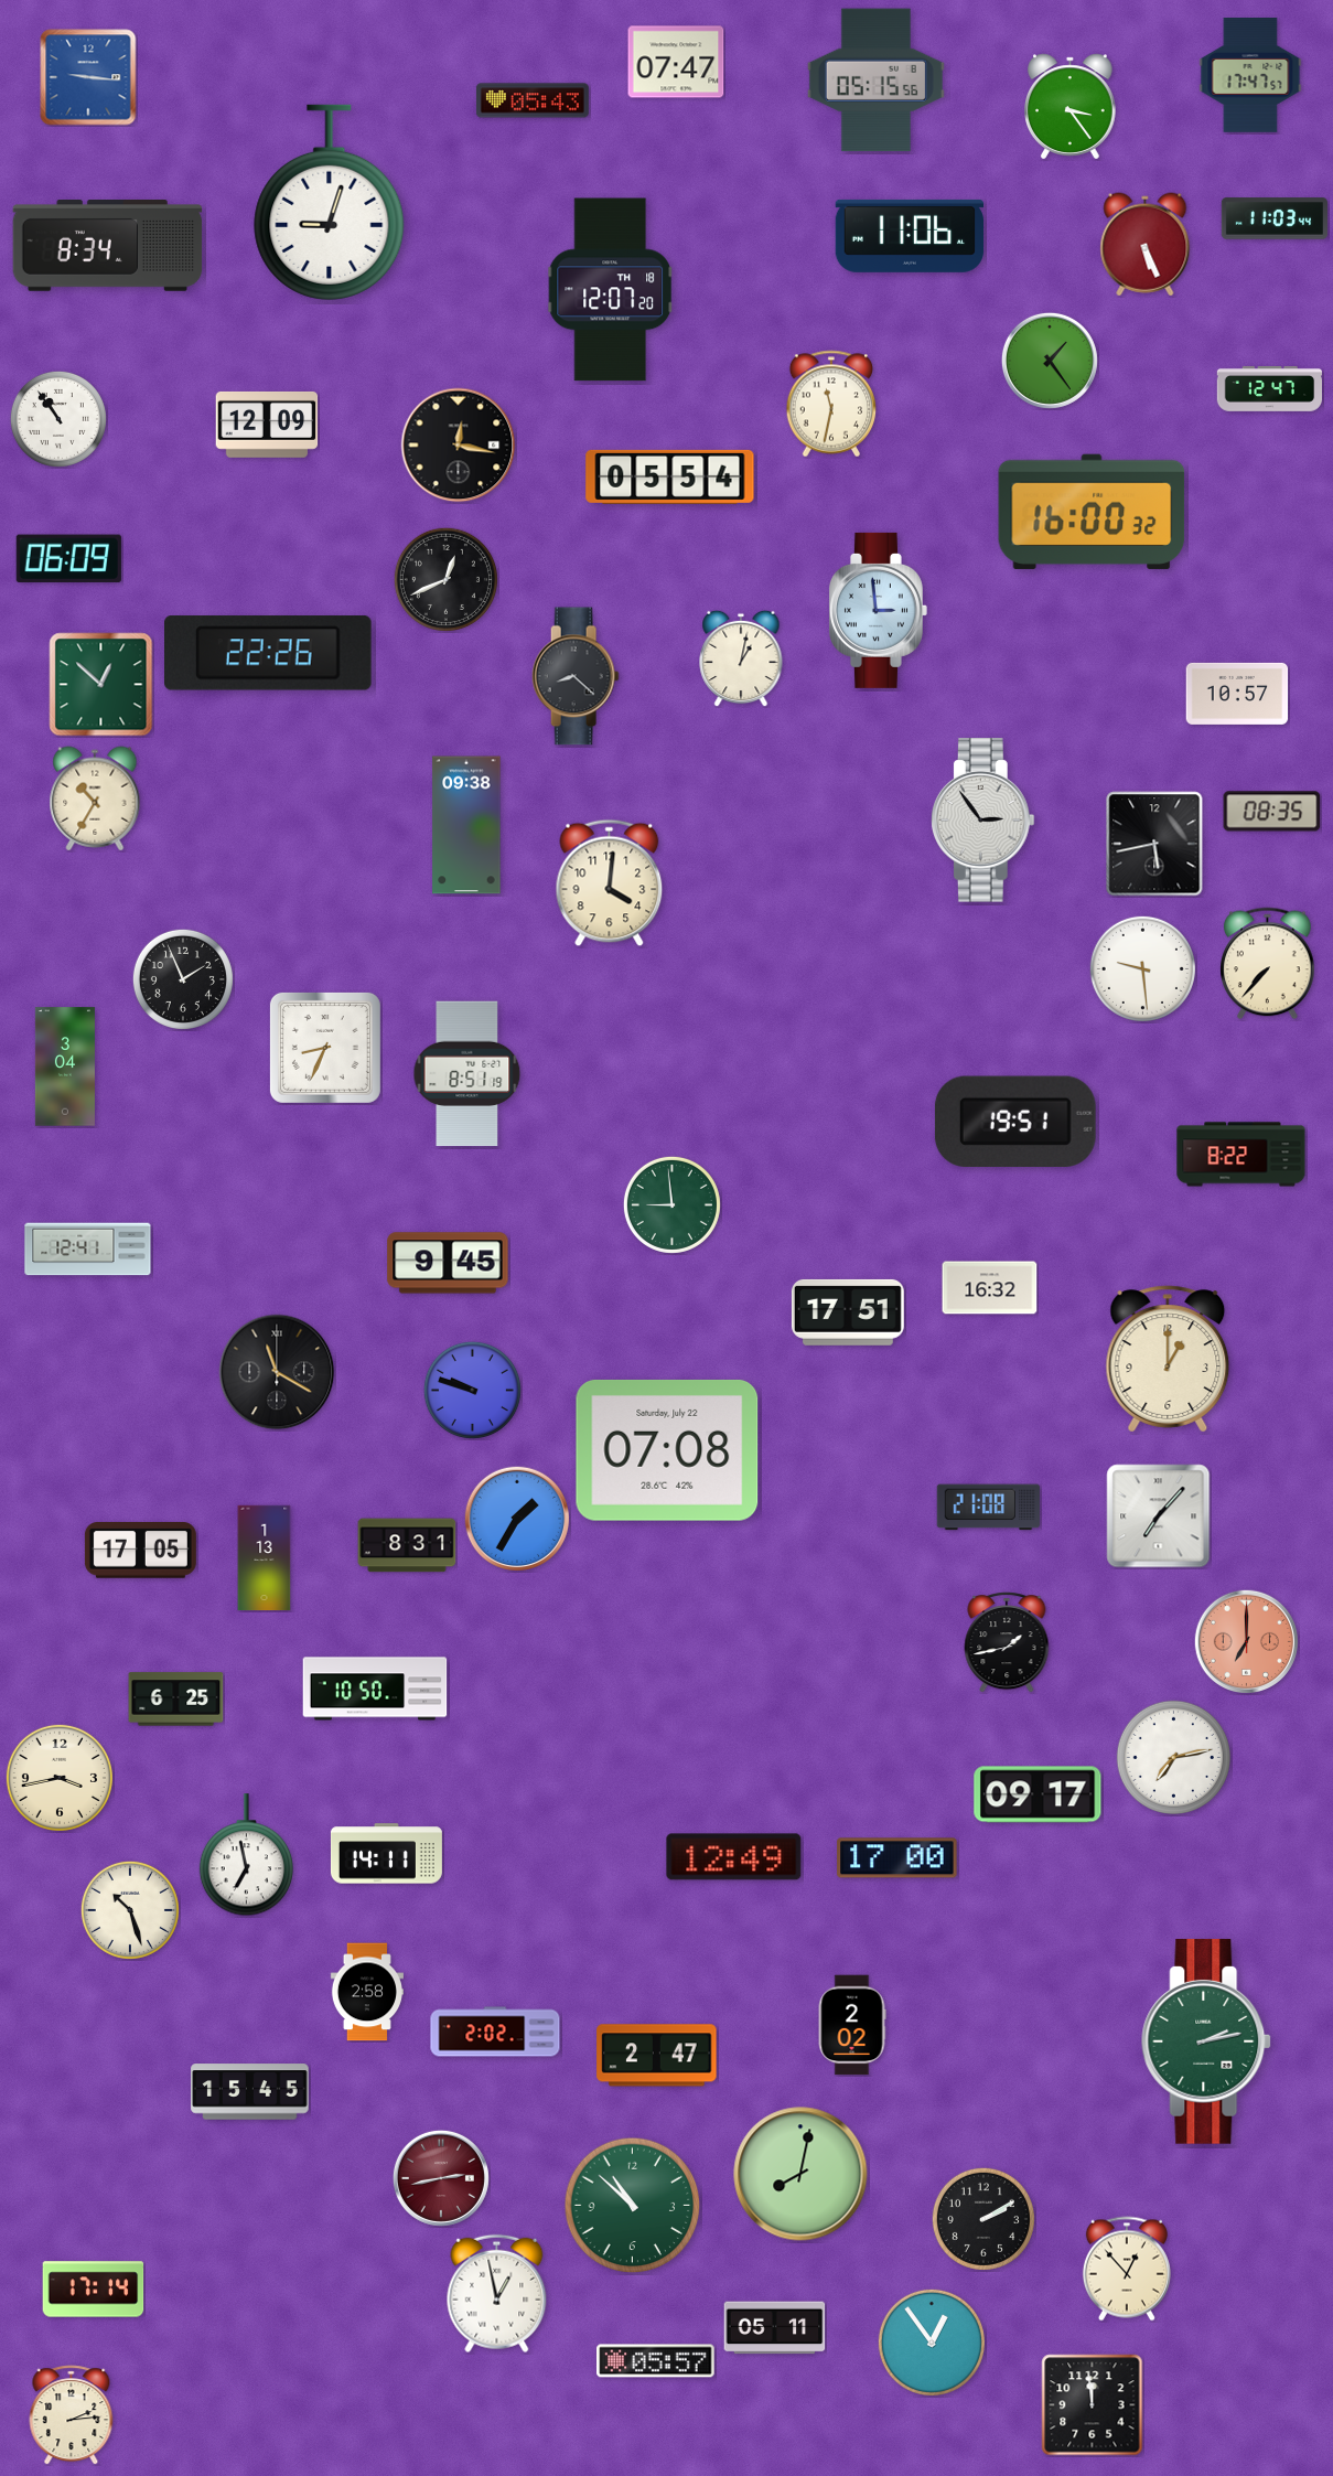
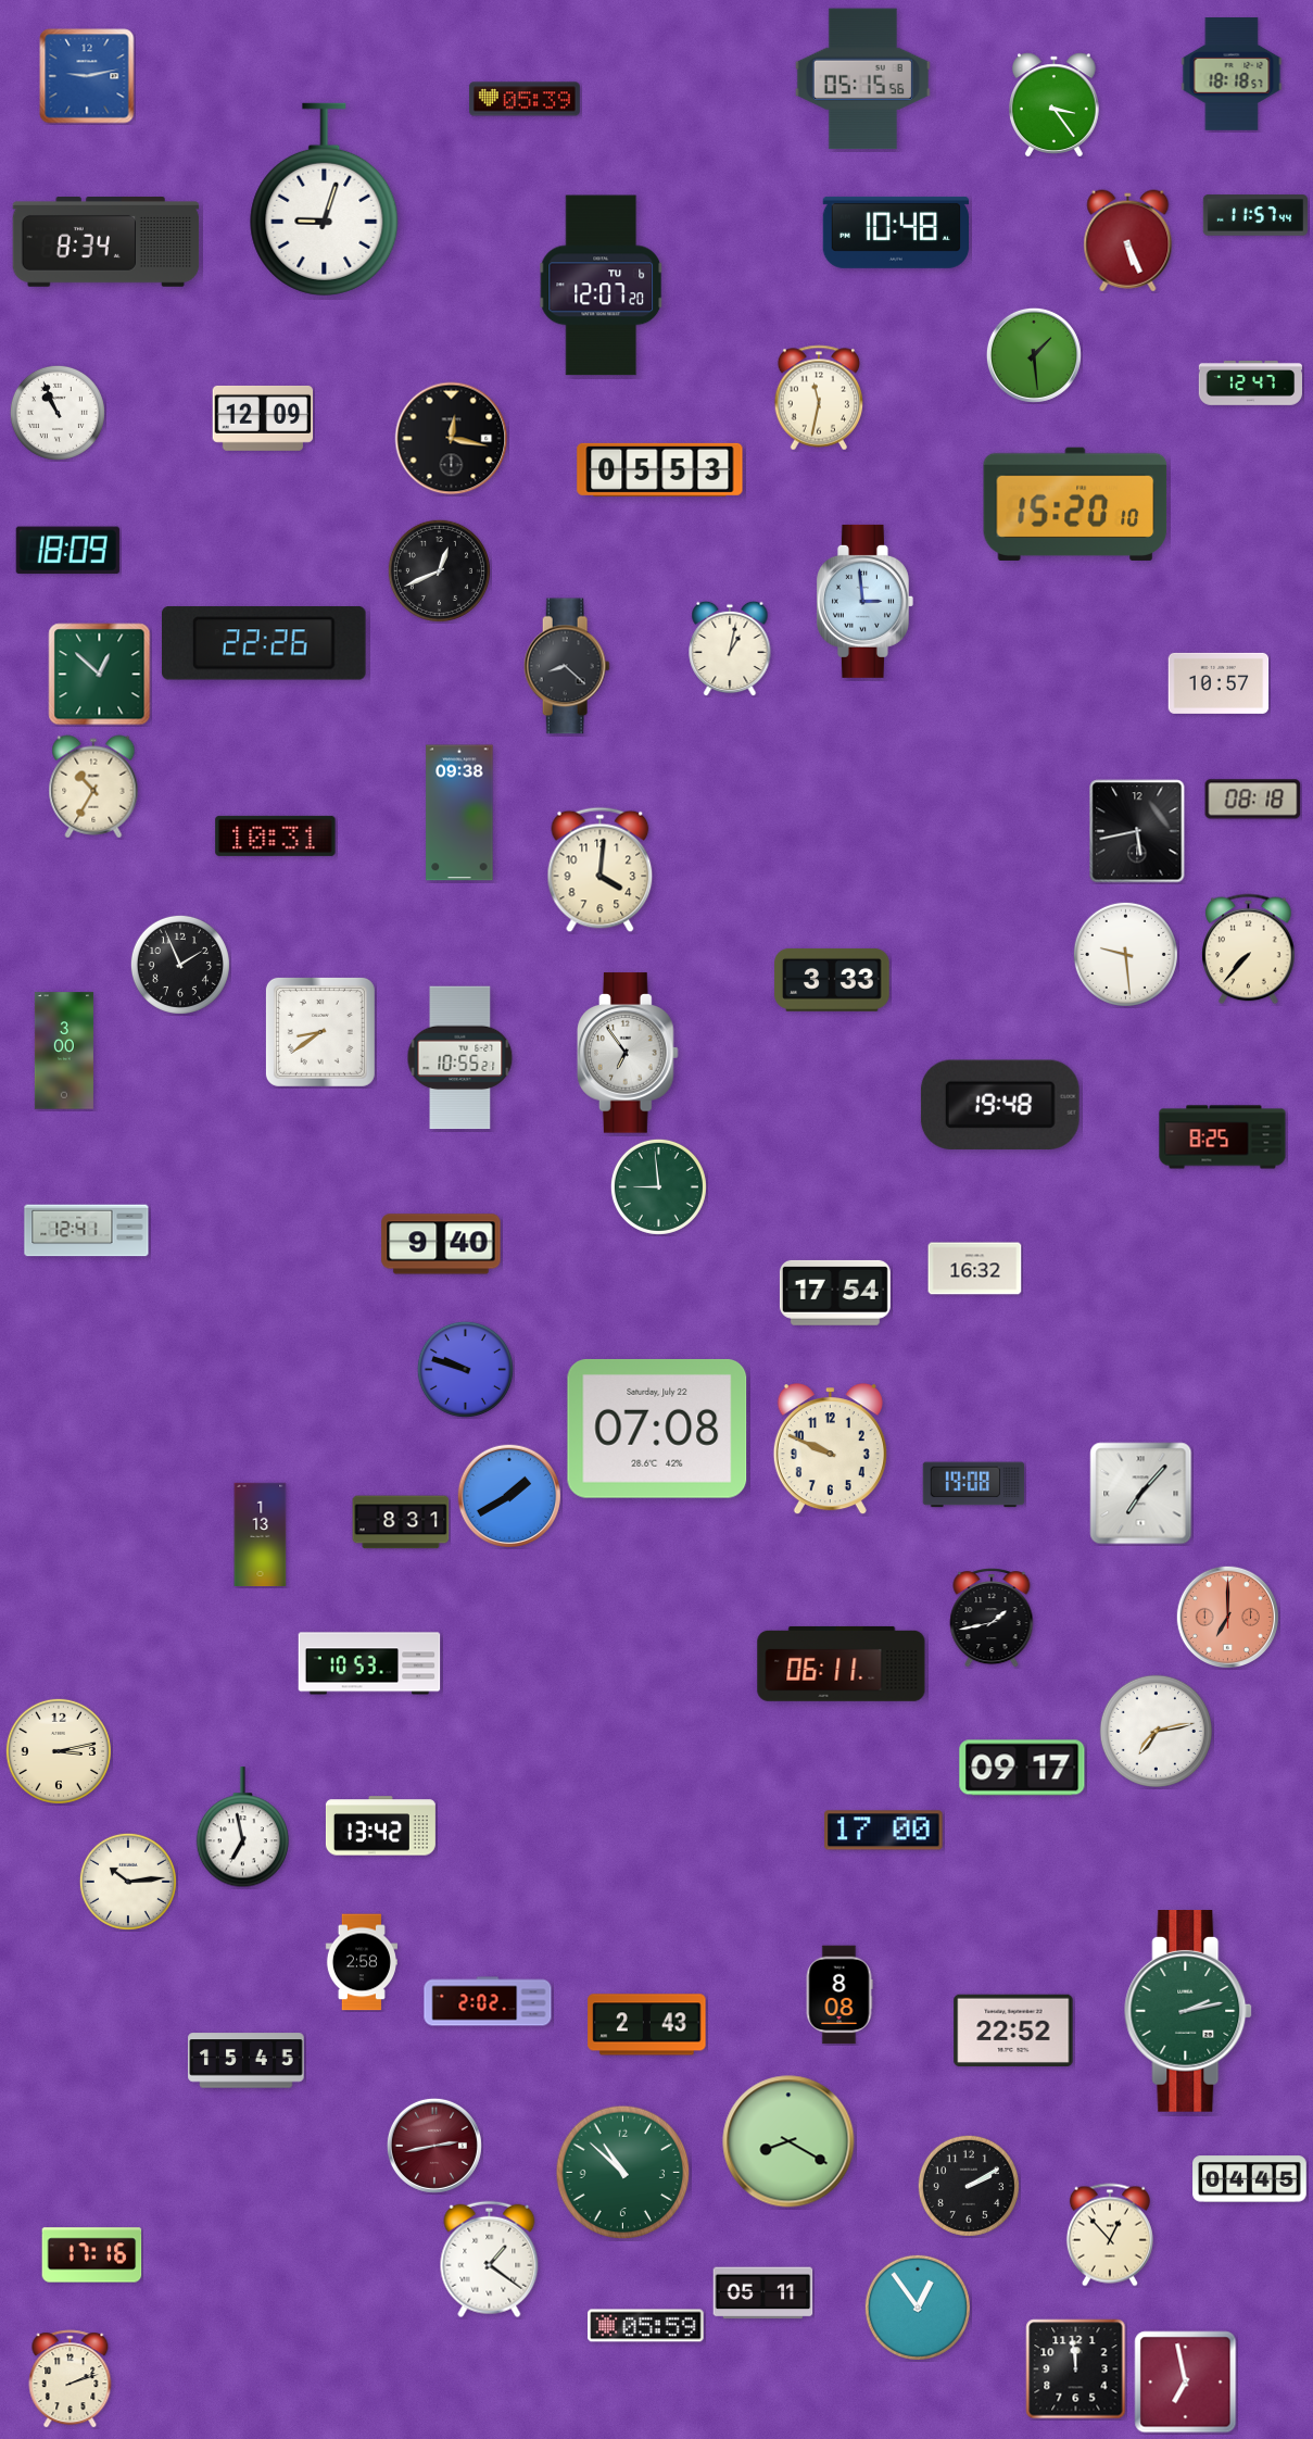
clock at (676, 62): 07:47 -> none
clock at (1250, 76): 17:47 -> 18:18
clock at (88, 77): 9:16 -> 9:13
clock at (533, 100): 05:43 -> 05:39
clock at (1275, 218): 11:03 -> 11:57
clock at (909, 236): 11:06 -> 10:48
clock at (611, 290) date: TH 18 -> TU 6
clock at (1050, 361): 1:24 -> 1:29
clock at (58, 419): 10:54 -> 10:56
clock at (670, 476): 05:54 -> 05:53
clock at (1092, 512): 16:00 -> 15:20
clock at (68, 559): 06:09 -> 18:09
clock at (1272, 812): 08:35 -> 08:18
clock at (982, 821): 2:54 -> none
clock at (276, 835): none -> 10:31
clock at (832, 980): none -> 3:33
clock at (325, 1048): 8:34 -> 8:39
clock at (65, 1066): 3:04 -> 3:00
clock at (628, 1053): none -> 6:54
clock at (467, 1074): 8:51 -> 10:55
clock at (1015, 1122): 19:51 -> 19:48
clock at (1241, 1155): 8:22 -> 8:25
clock at (671, 1204) position: (671, 1204) -> (658, 1186)
clock at (448, 1263): 9:45 -> 9:40
clock at (848, 1312): 17:51 -> 17:54
clock at (1168, 1359): 1:00 -> none
clock at (277, 1372): 11:20 -> none
clock at (830, 1449): none -> 9:49
clock at (989, 1508): 21:08 -> 19:08
clock at (516, 1518): 1:35 -> 1:40
clock at (140, 1551): 17:05 -> none
clock at (375, 1689): 10:50 -> 10:53
clock at (842, 1663): none -> 06:11
clock at (176, 1700): 6:25 -> none
clock at (60, 1778): 3:43 -> 3:13
clock at (386, 1854): 14:11 -> 13:42
clock at (734, 1857): 12:49 -> none
clock at (130, 1910): 10:27 -> 10:14
clock at (852, 2025): 2:02 -> 8:08
clock at (657, 2056): 2:47 -> 2:43
clock at (1013, 2029): none -> 22:52
clock at (800, 2174): 8:02 -> 8:20
clock at (1250, 2179): none -> 04:45
clock at (94, 2290): 17:14 -> 17:16
clock at (497, 2294): 12:58 -> 1:21
clock at (656, 2361): 05:57 -> 05:59
clock at (72, 2415): 2:14 -> 2:12
clock at (1186, 2383): none -> 6:58
